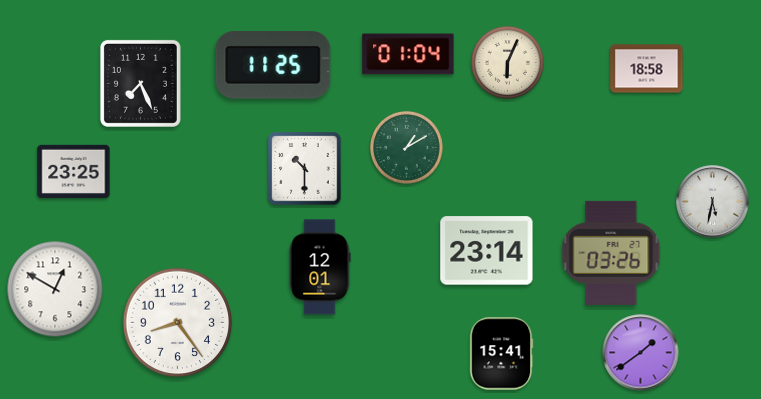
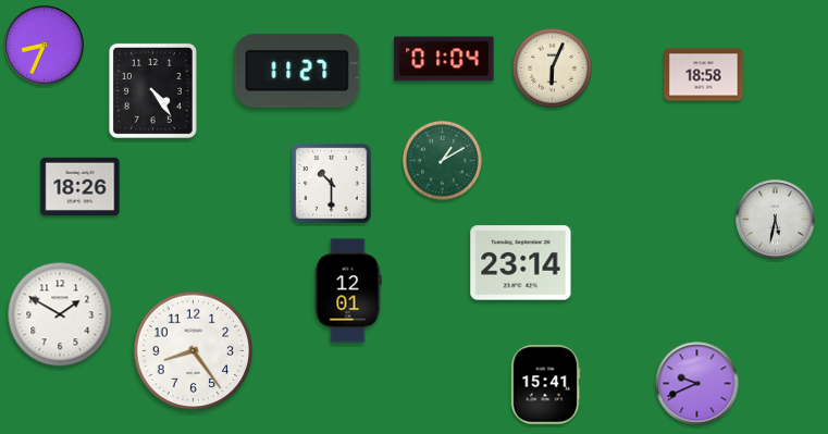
clock at (45, 46): none -> 8:34
clock at (273, 65): 11:25 -> 11:27
clock at (140, 83): 7:26 -> 4:24
clock at (74, 171): 23:25 -> 18:26
clock at (487, 251) position: (487, 251) -> (521, 263)
clock at (611, 253): 03:26 -> none
clock at (55, 289): 12:50 -> 1:50
clock at (641, 353): 1:39 -> 9:41
